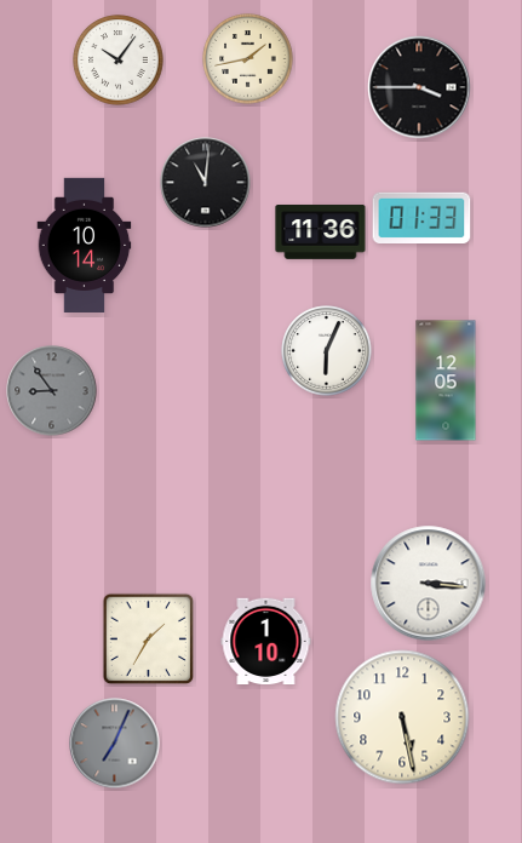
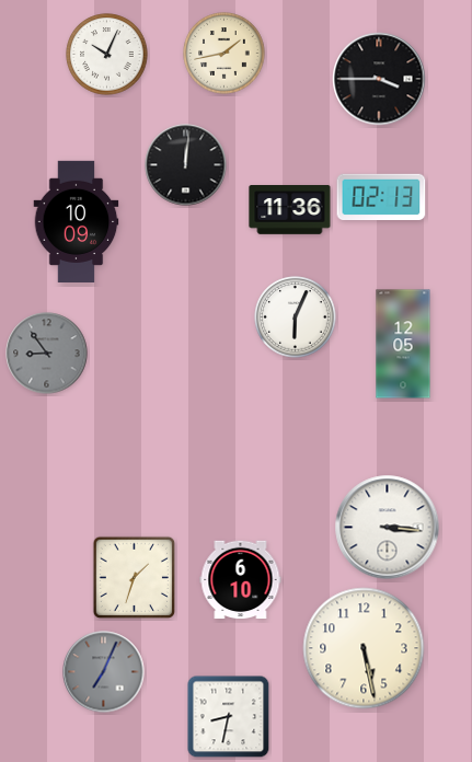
clock at (119, 61): 10:06 -> 10:04
clock at (206, 183): 11:01 -> 12:01
clock at (421, 218): 01:33 -> 02:13
clock at (85, 245): 10:14 -> 10:09
clock at (149, 640): 1:35 -> 1:33
clock at (266, 642): 1:10 -> 6:10
clock at (229, 717): none -> 8:32
